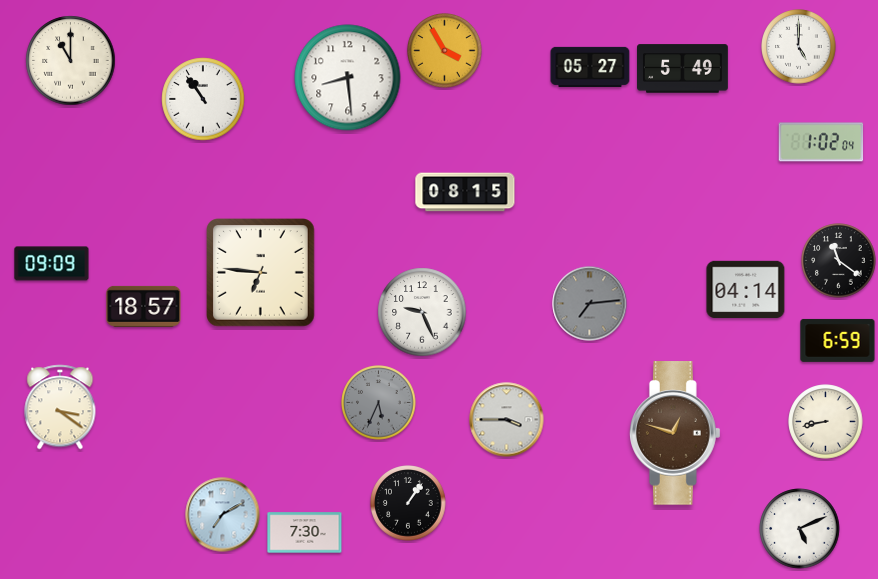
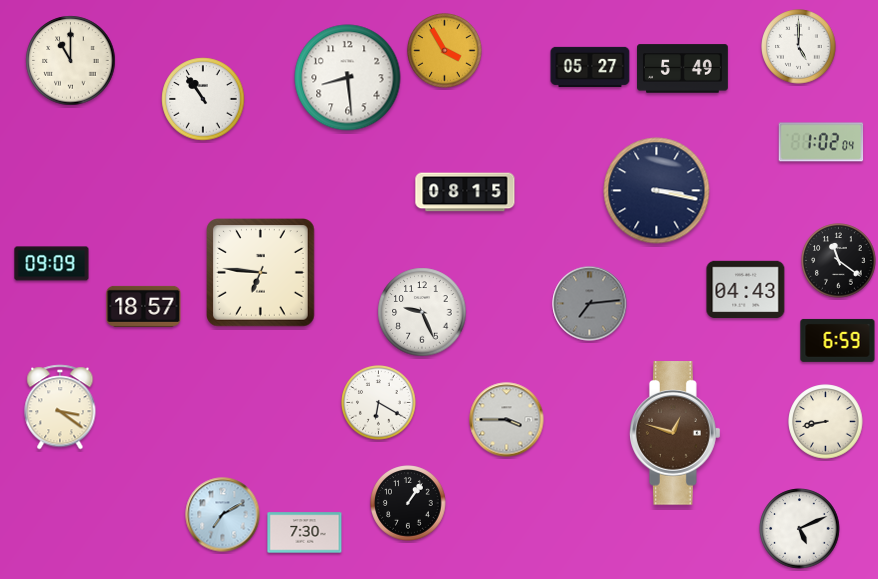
clock at (657, 191): none -> 3:17
clock at (746, 290): 04:14 -> 04:43
clock at (379, 403): 5:34 -> 6:20
clock at (379, 403) dial: grey -> white
